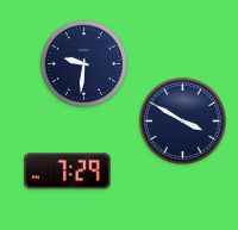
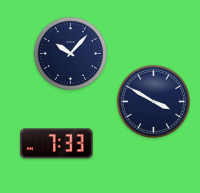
clock at (83, 63): 9:31 -> 10:07
clock at (68, 172): 7:29 -> 7:33
